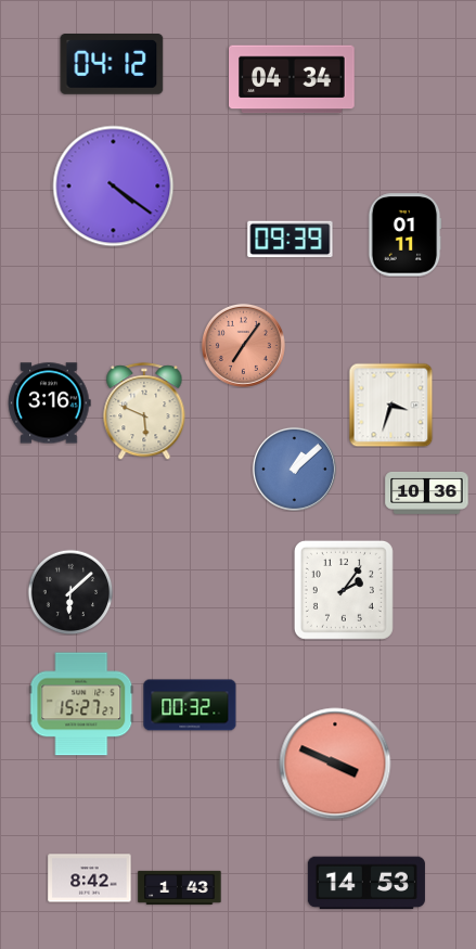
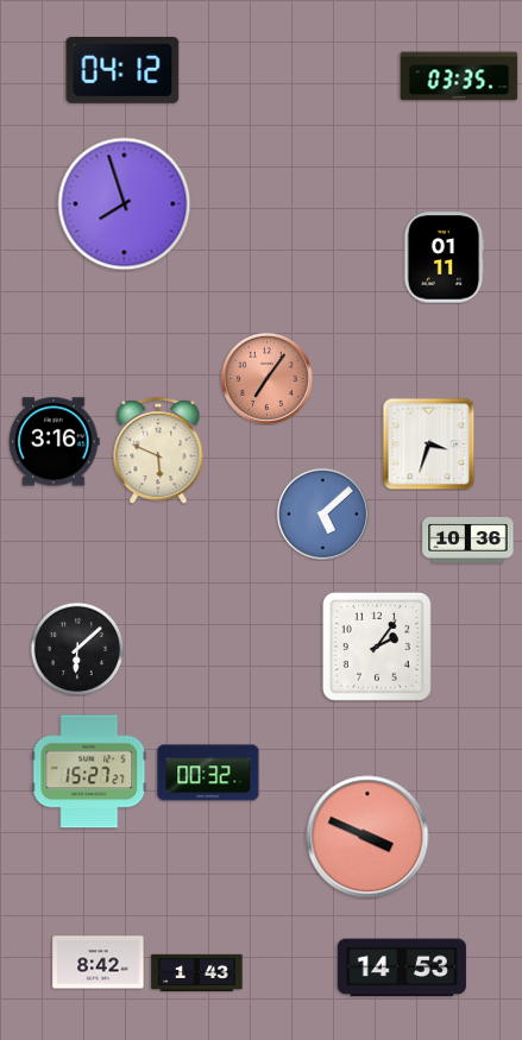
clock at (459, 76): none -> 03:35
clock at (292, 79): 04:34 -> none
clock at (114, 187): 4:21 -> 7:57
clock at (291, 240): 09:39 -> none
clock at (294, 469): 1:08 -> 5:08
